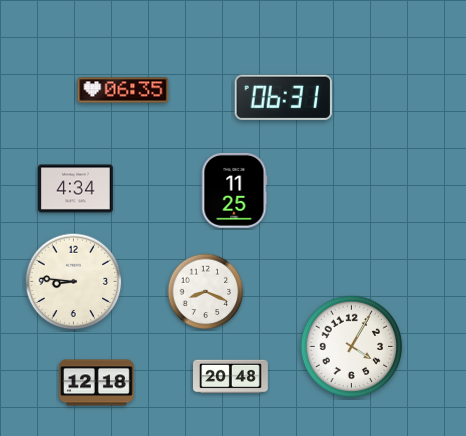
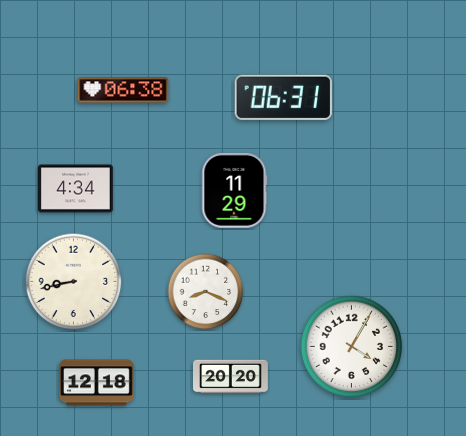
clock at (123, 90): 06:35 -> 06:38
clock at (234, 191): 11:25 -> 11:29
clock at (74, 282): 8:46 -> 8:43
clock at (231, 377): 20:48 -> 20:20
